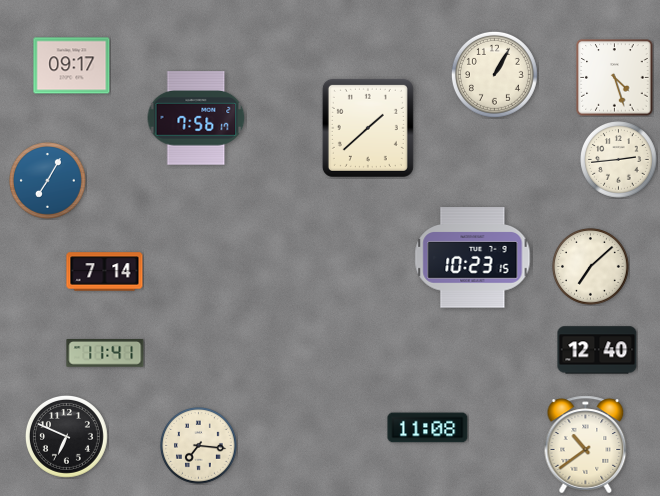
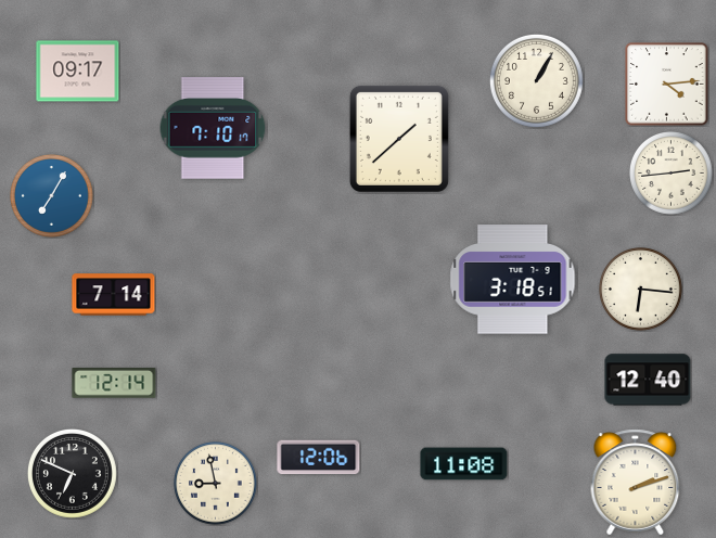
clock at (615, 78): 4:27 -> 4:14
clock at (196, 118): 7:56 -> 7:10
clock at (473, 258): 10:23 -> 3:18
clock at (591, 267): 7:08 -> 6:16
clock at (105, 354): 11:41 -> 12:14
clock at (319, 458): none -> 12:06
clock at (586, 445): 10:39 -> 2:12
clock at (199, 446): 7:16 -> 8:58
